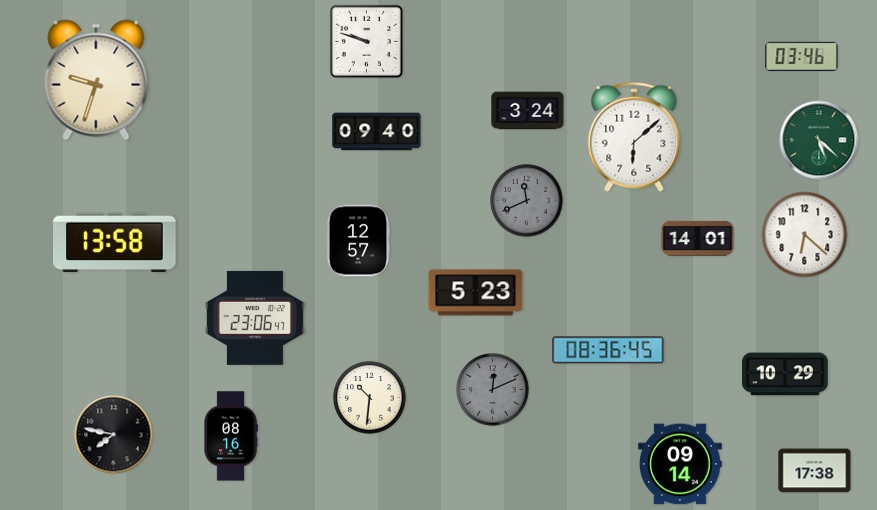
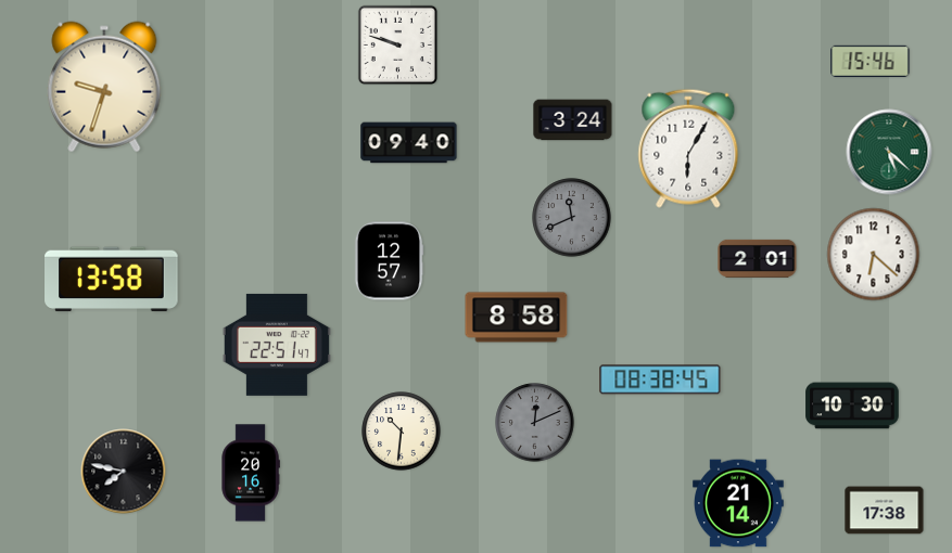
clock at (802, 56): 03:46 -> 15:46
clock at (634, 137): 6:08 -> 6:05
clock at (698, 238): 14:01 -> 2:01
clock at (115, 243) position: (115, 243) -> (112, 280)
clock at (476, 293): 5:23 -> 8:58
clock at (255, 318): 23:06 -> 22:51
clock at (608, 350): 08:36 -> 08:38
clock at (785, 374): 10:29 -> 10:30
clock at (231, 436): 08:16 -> 20:16
clock at (680, 464): 09:14 -> 21:14
